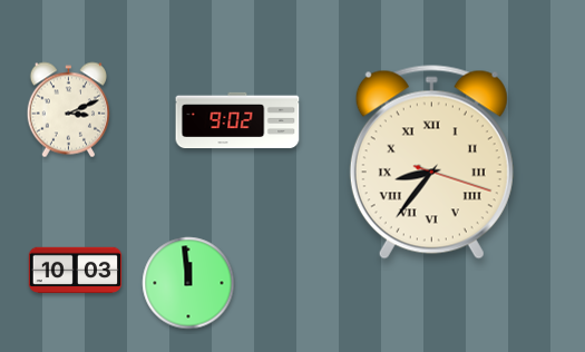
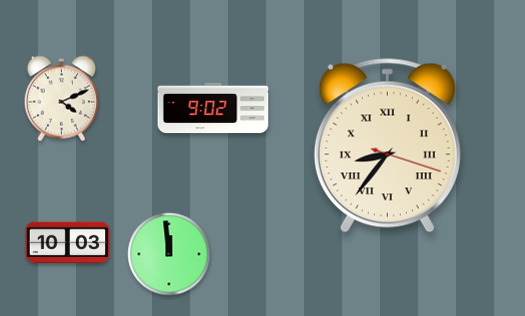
clock at (68, 110): 3:11 -> 4:11
